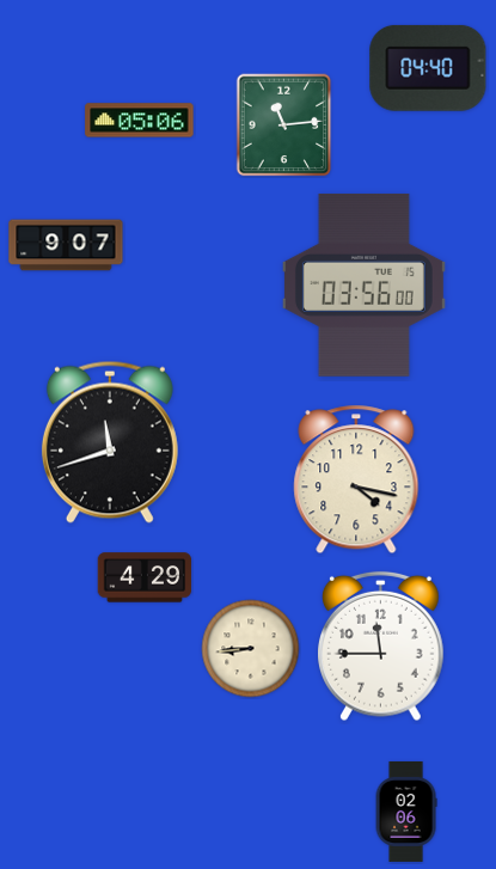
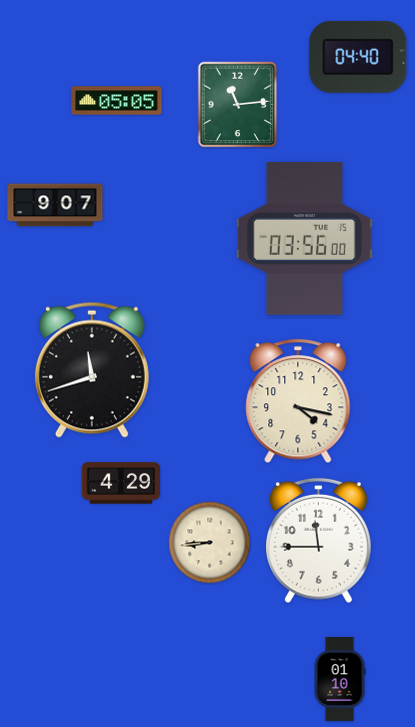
clock at (140, 121): 05:06 -> 05:05
clock at (406, 812): 02:06 -> 01:10
